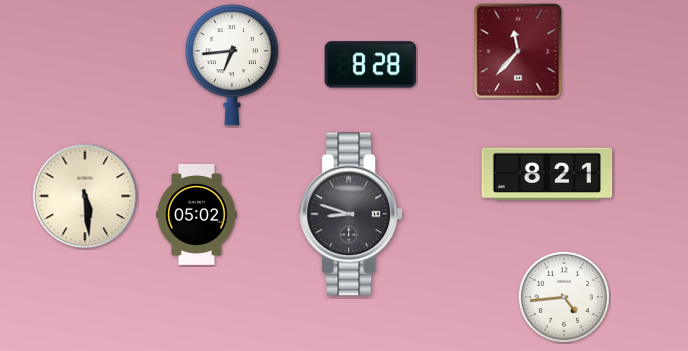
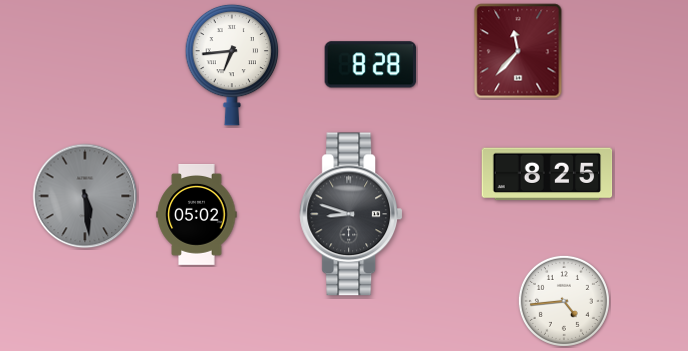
clock at (547, 174): 8:21 -> 8:25
clock at (85, 196) dial: cream -> grey
clock at (564, 297) position: (564, 297) -> (564, 301)
